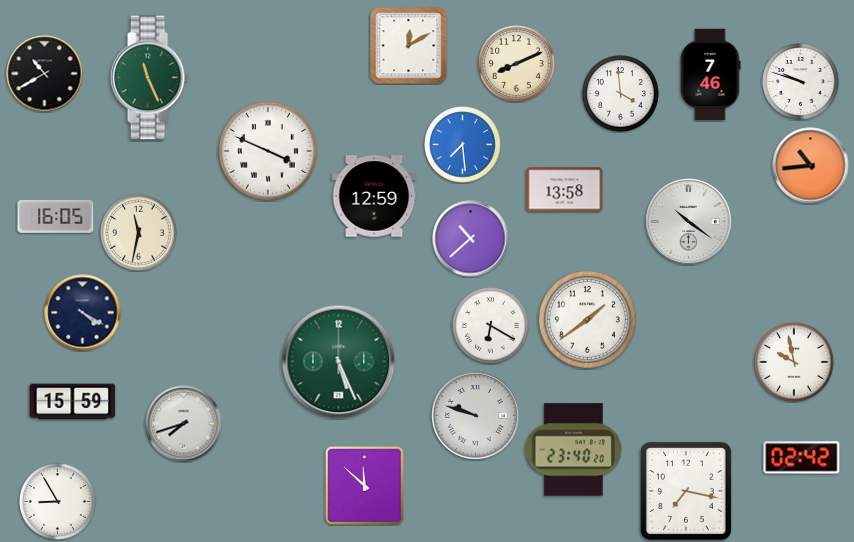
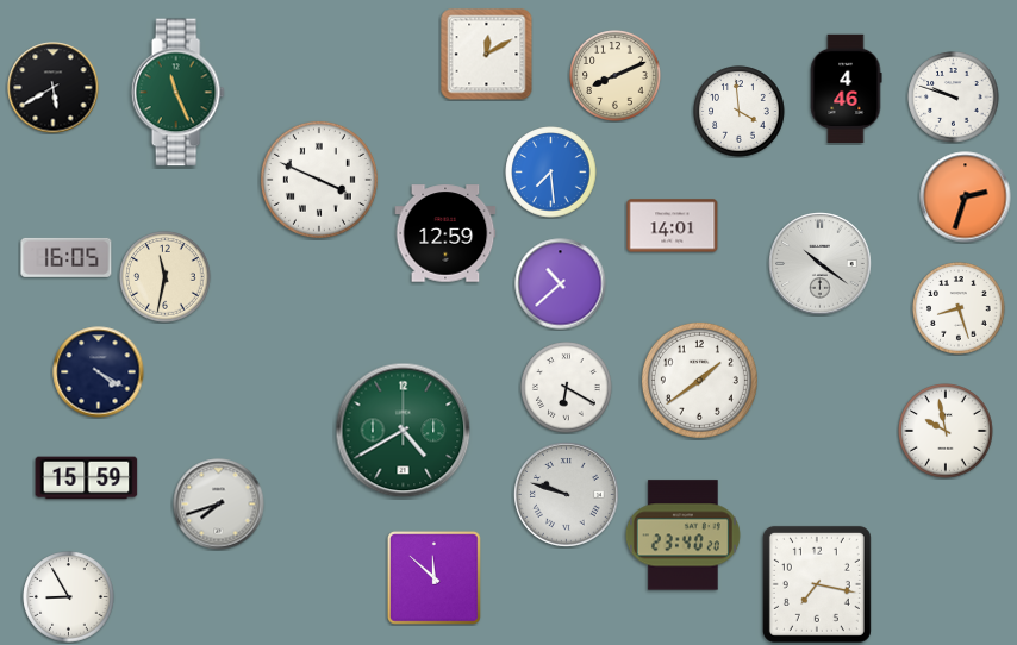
clock at (45, 74): 10:40 -> 5:40
clock at (710, 75): 7:46 -> 4:46
clock at (811, 166): 10:44 -> 2:33
clock at (565, 190): 13:58 -> 14:01
clock at (959, 308): none -> 8:27
clock at (491, 326) position: (491, 326) -> (567, 388)
clock at (339, 362): 5:26 -> 4:40
clock at (802, 458): 02:42 -> none
